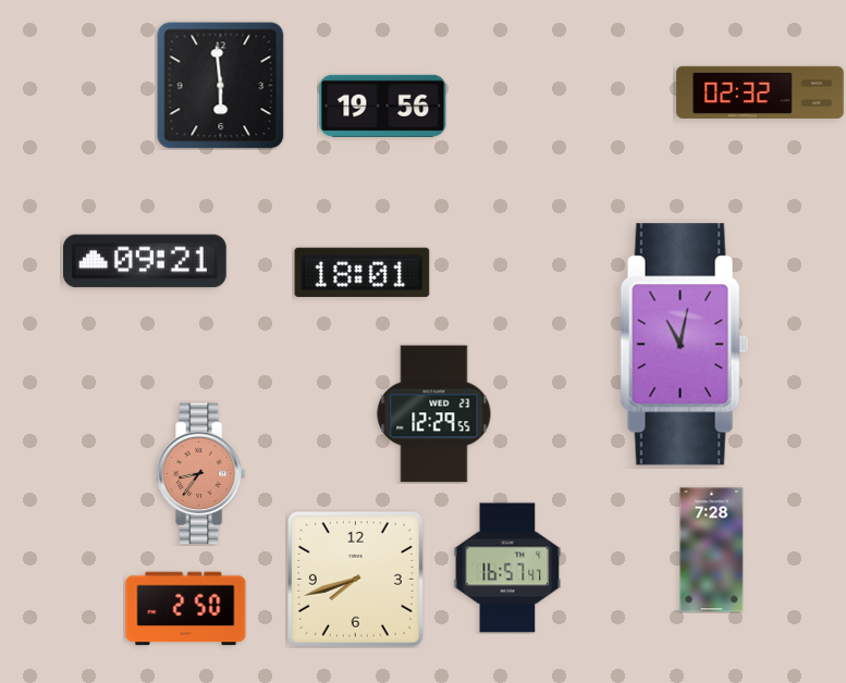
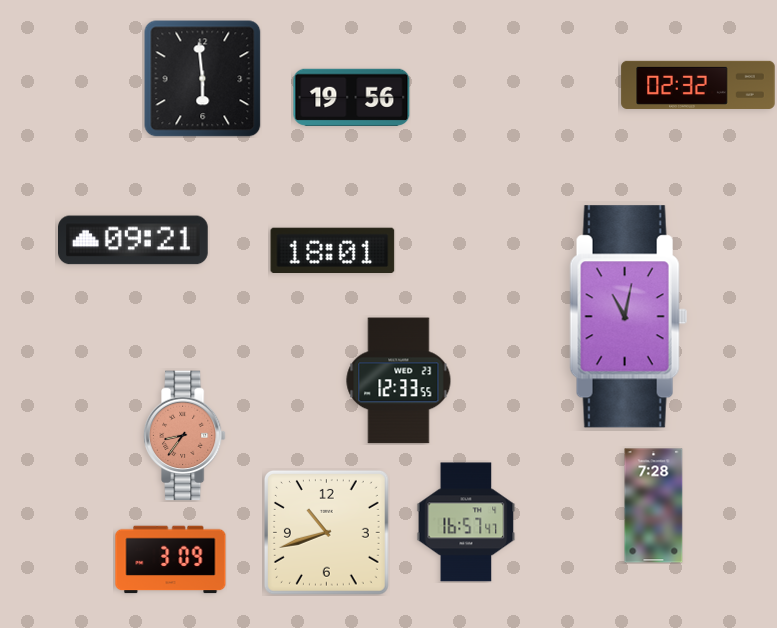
clock at (434, 414): 12:29 -> 12:33
clock at (356, 580): 7:42 -> 10:42
clock at (186, 609): 2:50 -> 3:09
